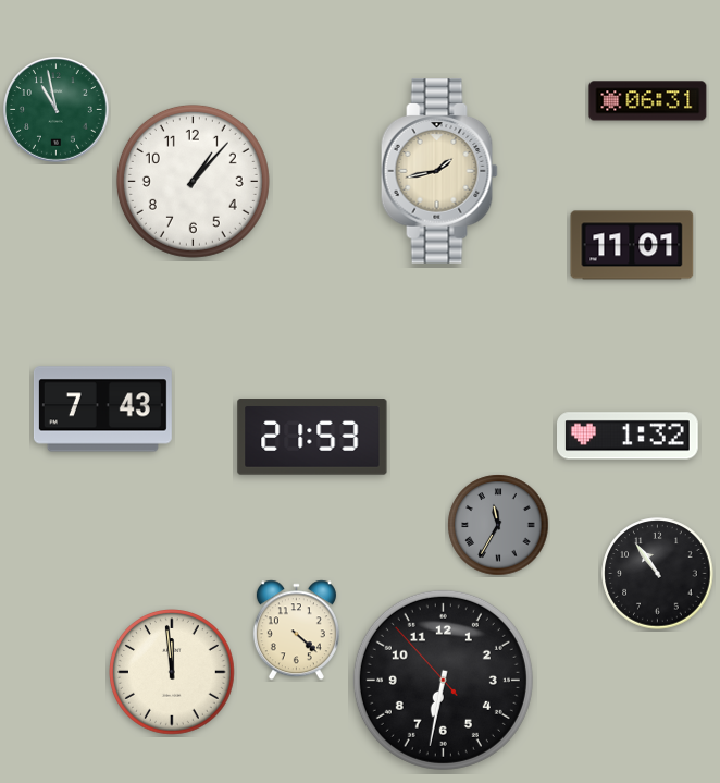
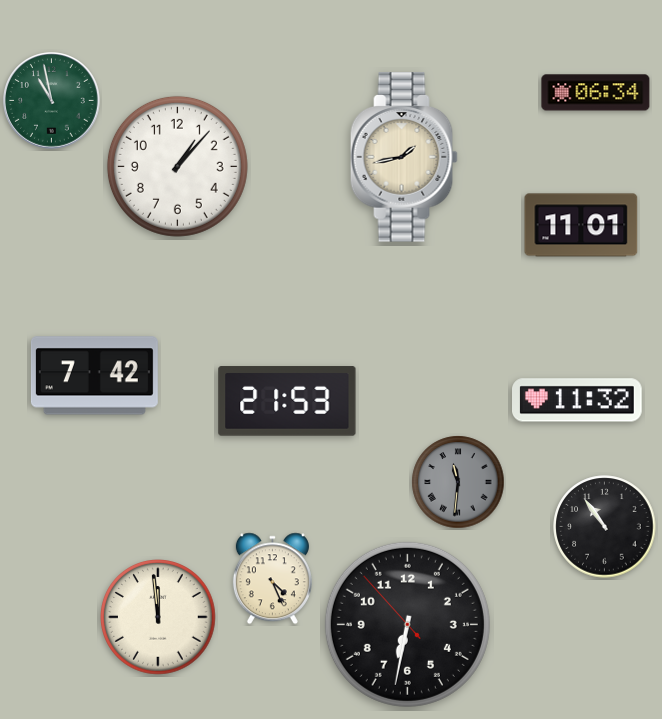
clock at (648, 101): 06:31 -> 06:34
clock at (102, 409): 7:43 -> 7:42
clock at (629, 436): 1:32 -> 11:32
clock at (498, 525): 11:35 -> 11:31
clock at (296, 631): 4:22 -> 4:26
